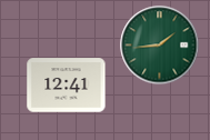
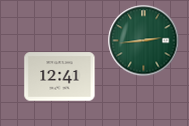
clock at (160, 46): 1:44 -> 2:44
